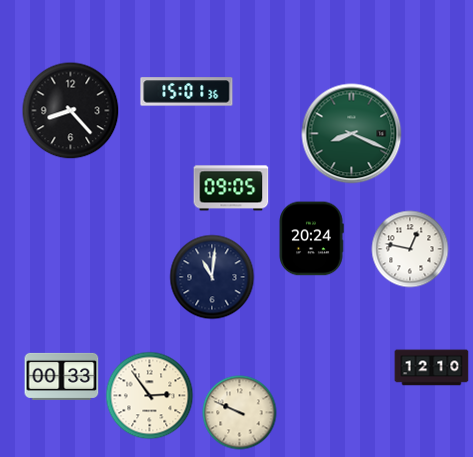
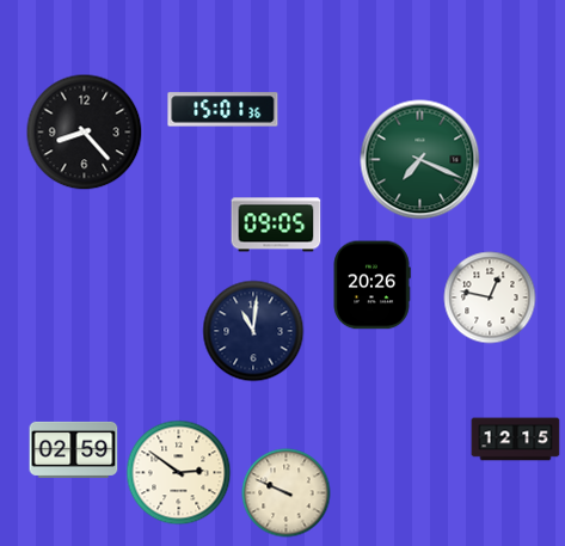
clock at (352, 134): 8:19 -> 7:19
clock at (311, 239): 20:24 -> 20:26
clock at (432, 368): 12:10 -> 12:15
clock at (62, 376): 00:33 -> 02:59
clock at (150, 396): 2:54 -> 2:51
